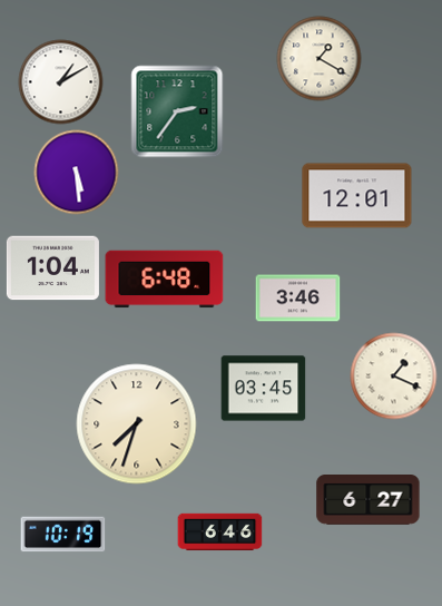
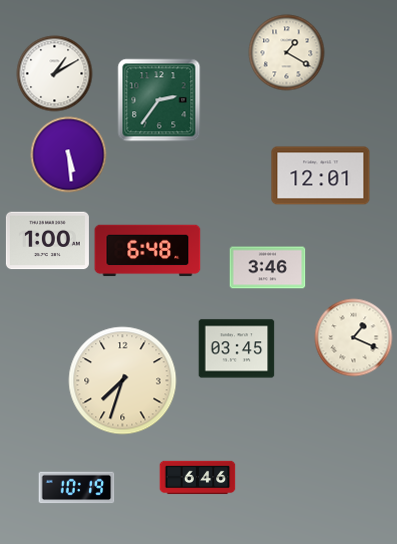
clock at (52, 268): 1:04 -> 1:00
clock at (369, 500): 6:27 -> none
clock at (63, 535) position: (63, 535) -> (77, 488)
